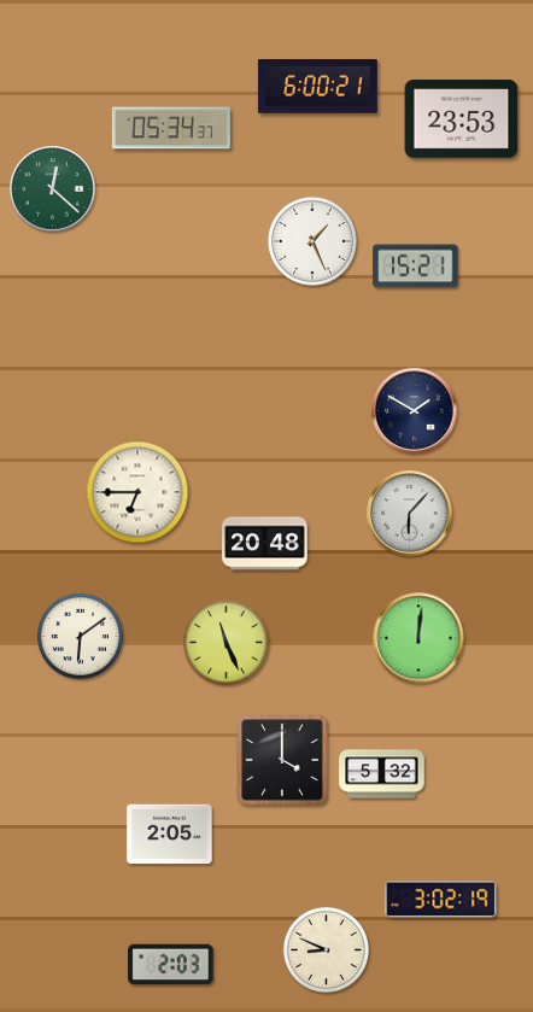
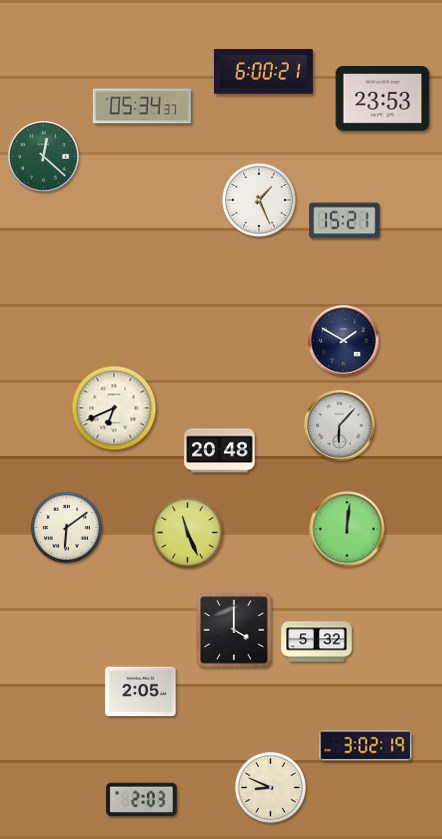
clock at (137, 492): 6:45 -> 6:41
